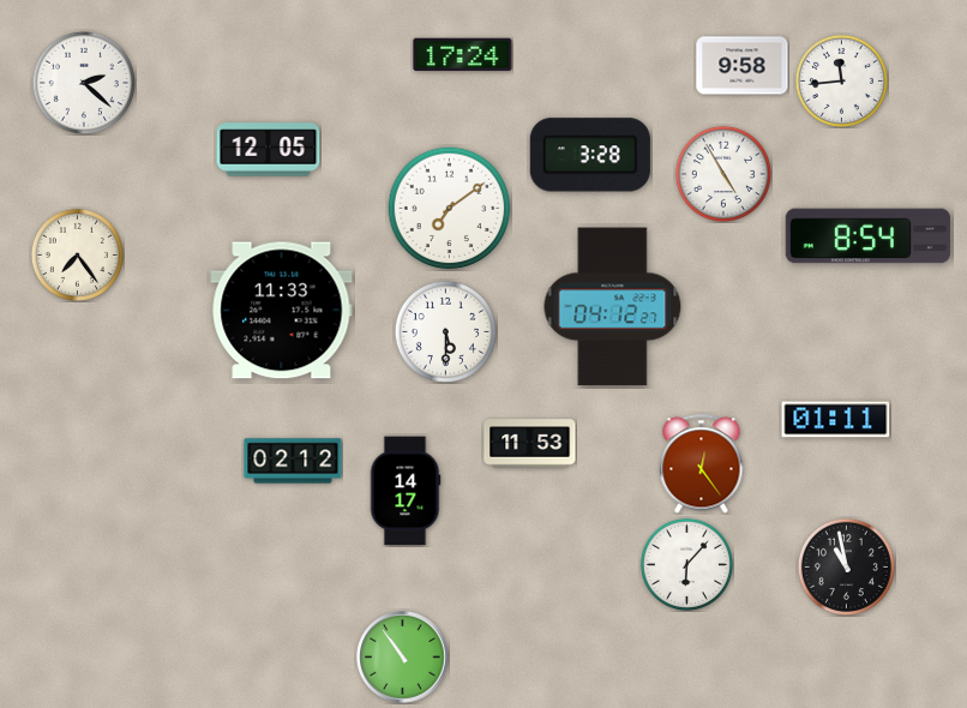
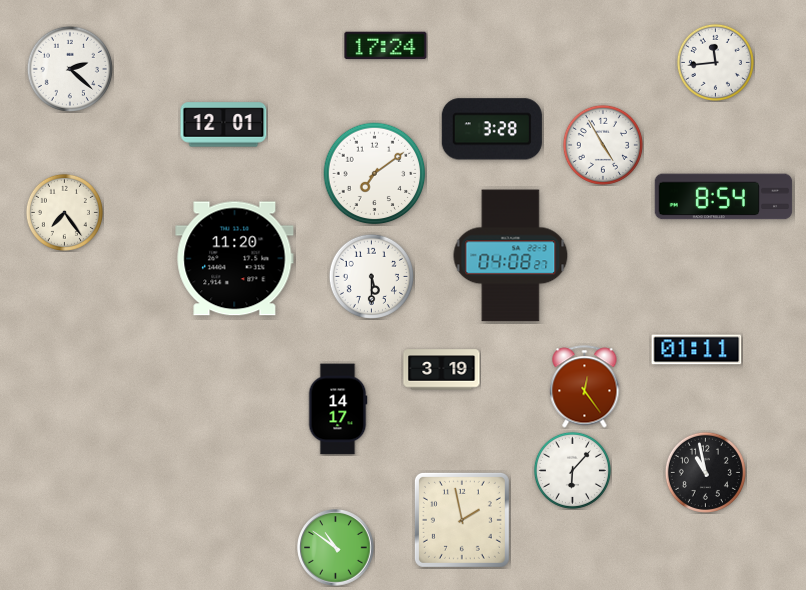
clock at (743, 66): 9:58 -> none
clock at (841, 80) position: (841, 80) -> (715, 62)
clock at (269, 150): 12:05 -> 12:01
clock at (613, 307): 04:12 -> 04:08
clock at (282, 311): 11:33 -> 11:20
clock at (530, 444): 11:53 -> 3:19
clock at (293, 461): 02:12 -> none
clock at (462, 520): none -> 1:58
clock at (403, 658): 10:54 -> 10:51
